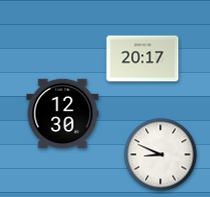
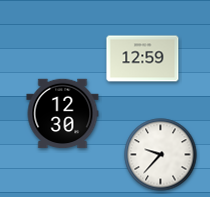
clock at (143, 59): 20:17 -> 12:59
clock at (161, 155): 8:49 -> 9:37
